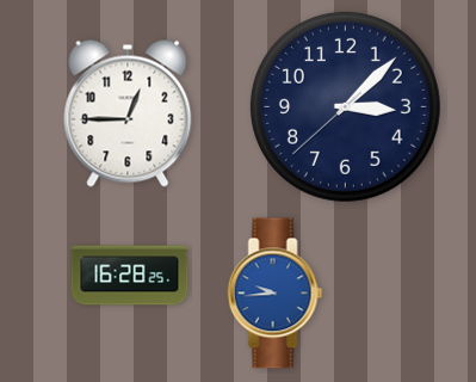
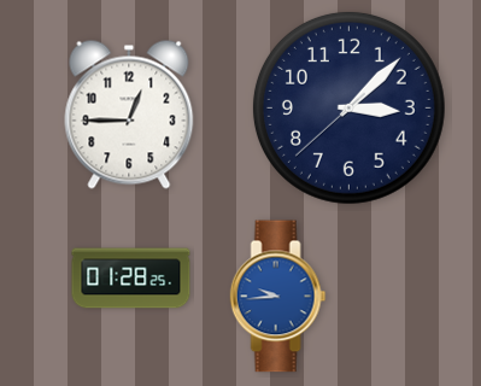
clock at (130, 276): 16:28 -> 01:28
